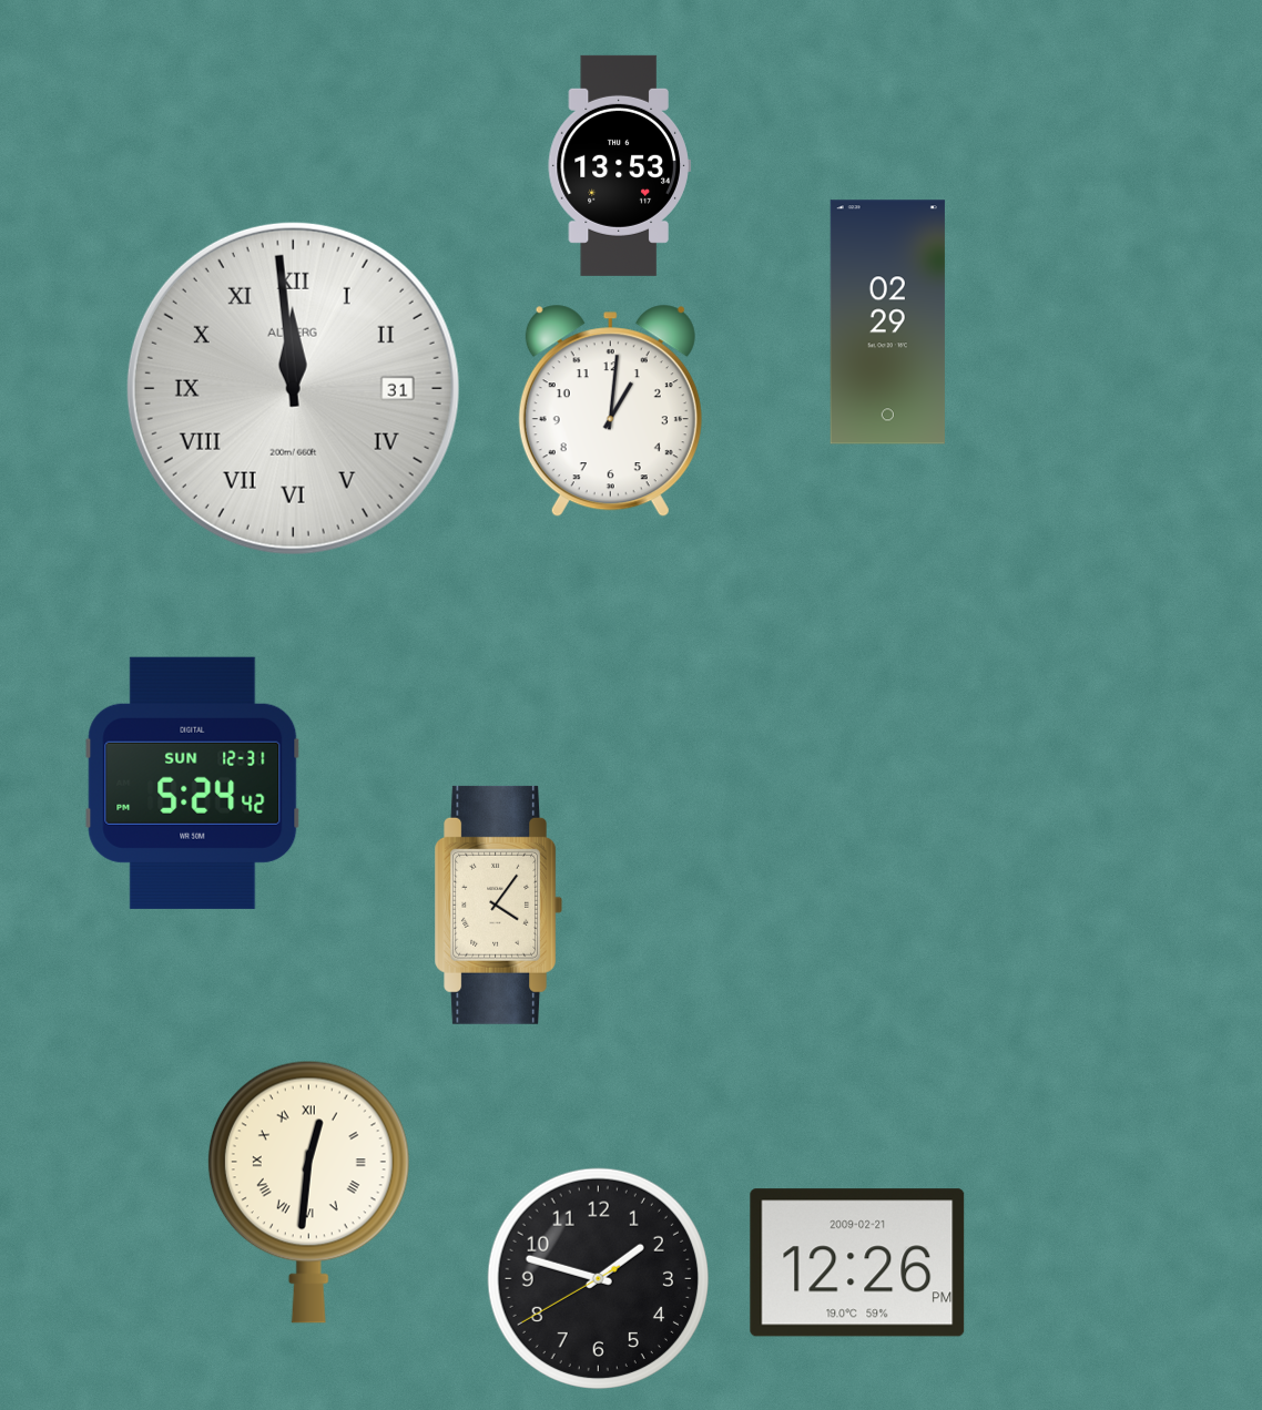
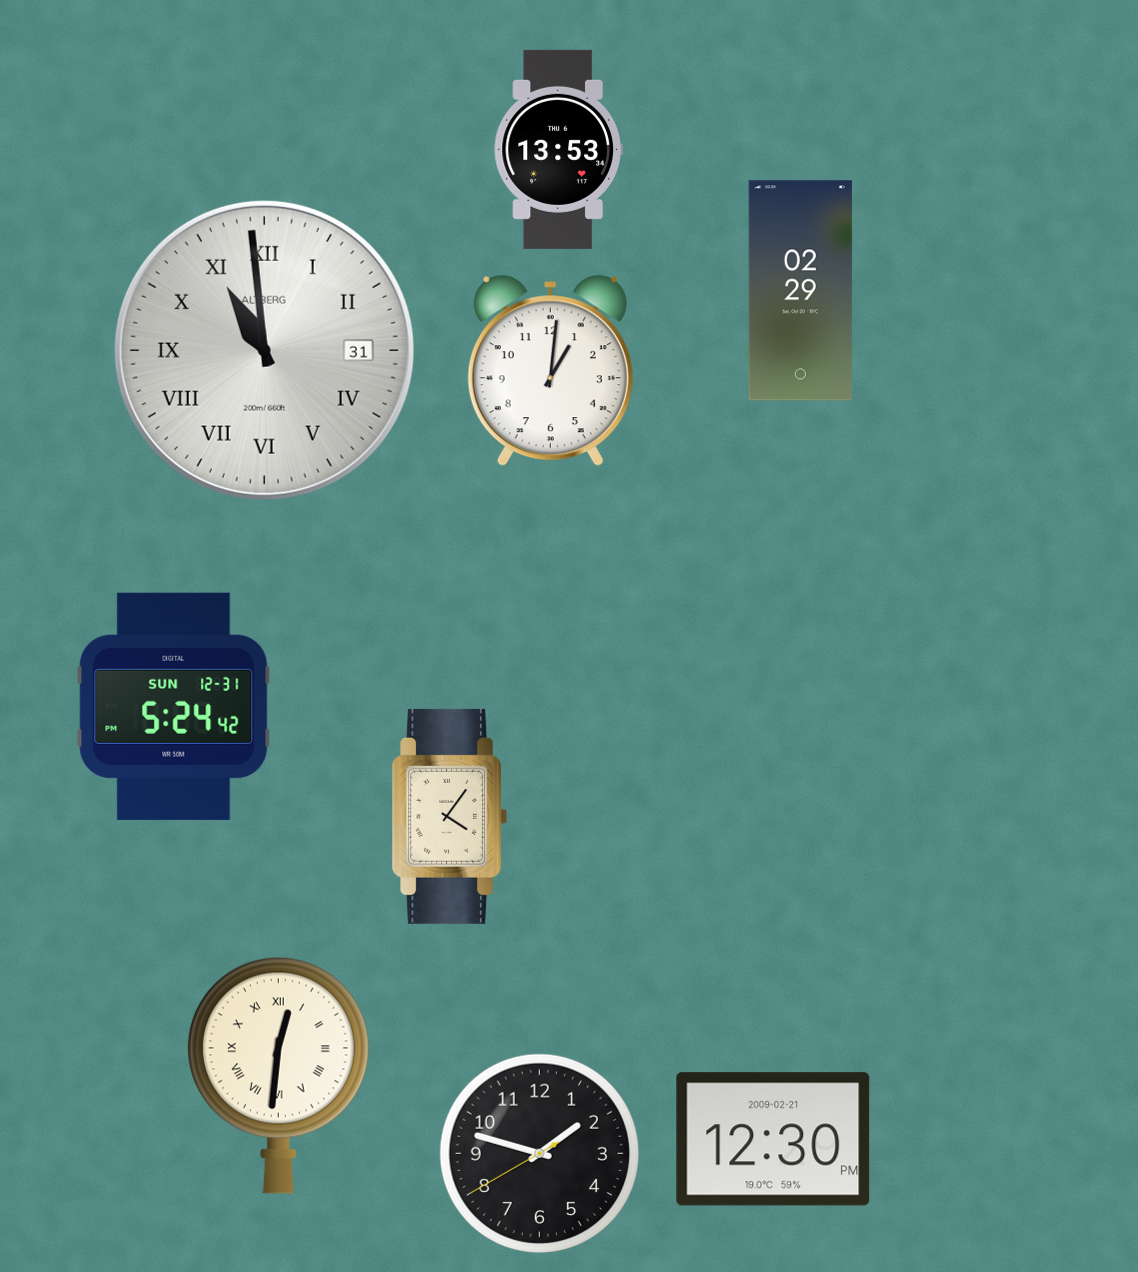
clock at (293, 388): 11:59 -> 10:59
clock at (857, 1263): 12:26 -> 12:30
